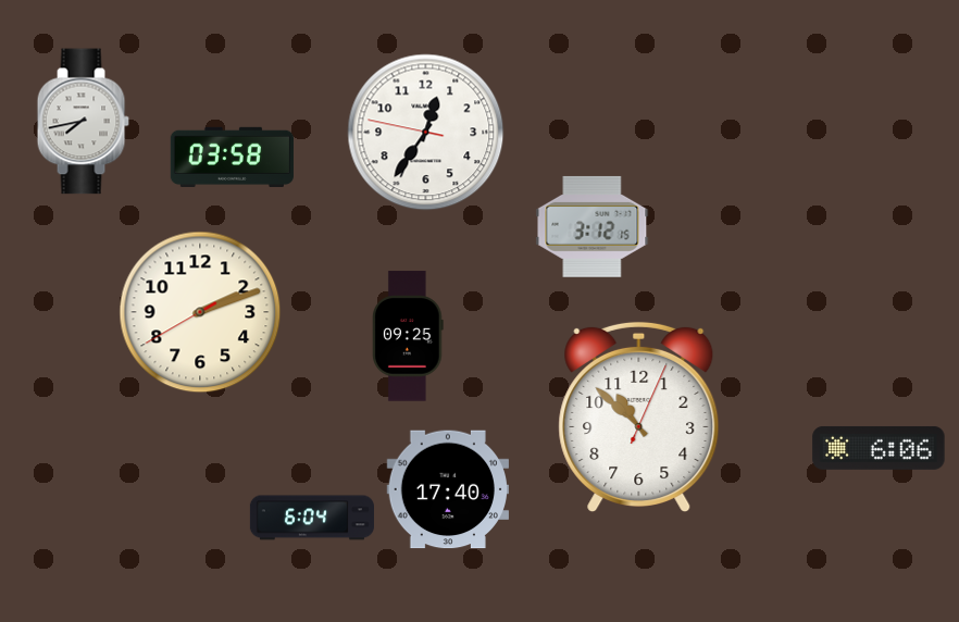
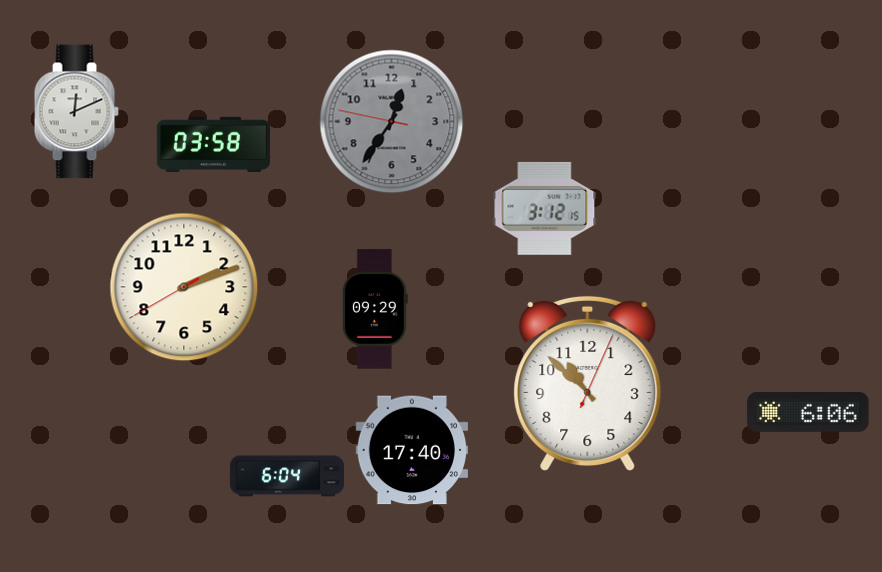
clock at (83, 122): 7:43 -> 12:11
clock at (426, 133) dial: white -> grey
clock at (408, 336): 09:25 -> 09:29
